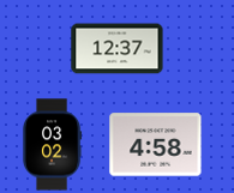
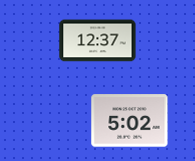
clock at (52, 145): 03:02 -> none
clock at (156, 145): 4:58 -> 5:02
